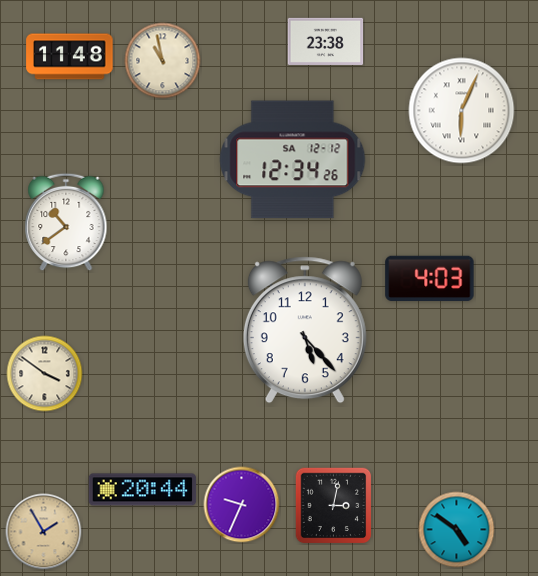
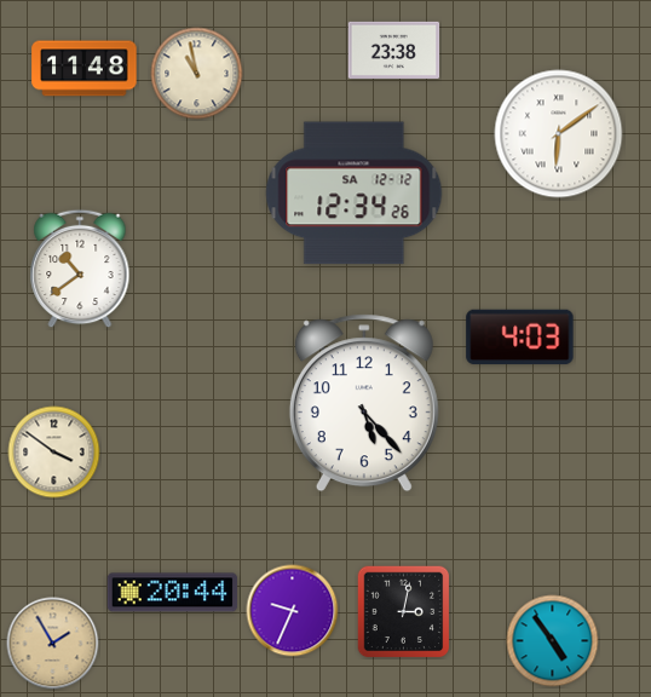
clock at (462, 111): 6:04 -> 6:09
clock at (305, 330) position: (305, 330) -> (364, 403)
clock at (457, 530): 4:51 -> 4:54
